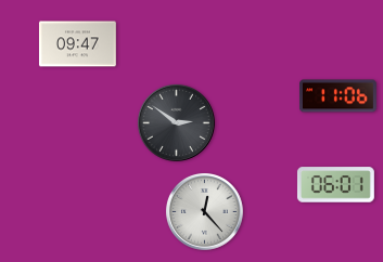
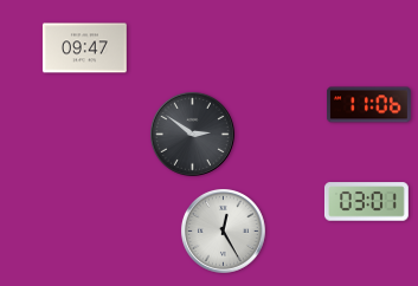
clock at (335, 185): 06:01 -> 03:01
clock at (204, 211): 12:23 -> 12:25
